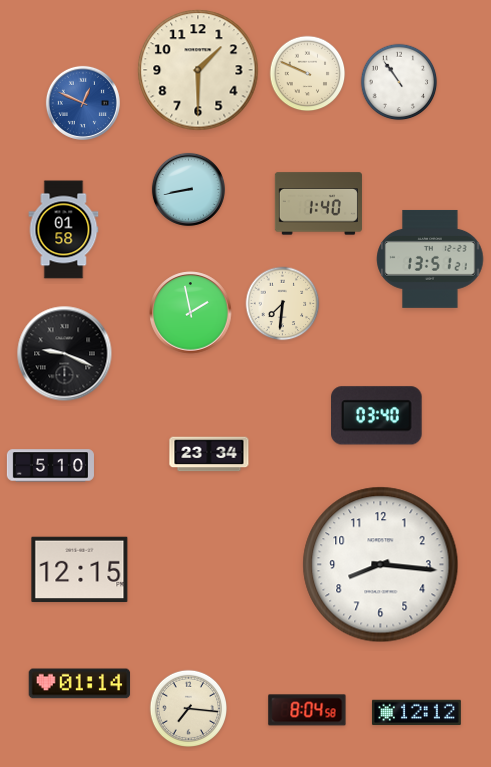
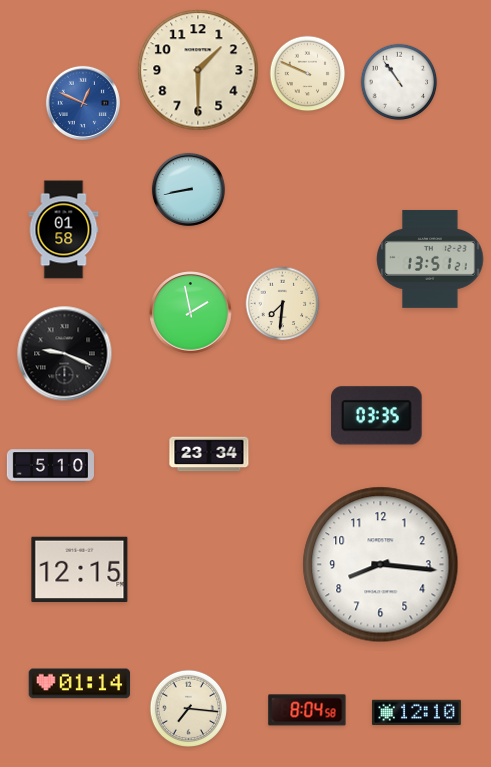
clock at (318, 204): 1:40 -> none
clock at (377, 416): 03:40 -> 03:35
clock at (416, 713): 12:12 -> 12:10
